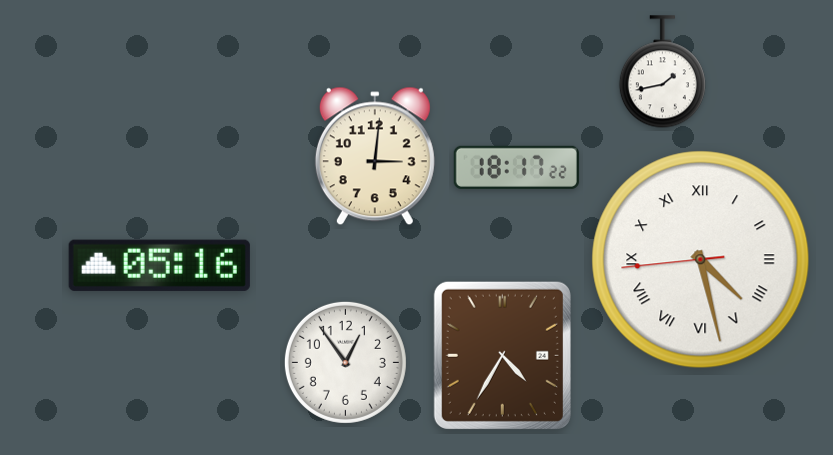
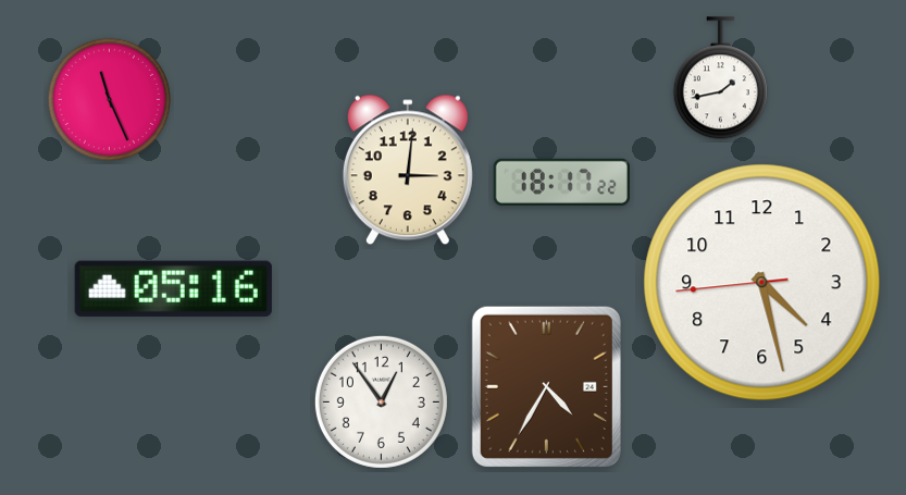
clock at (109, 99): none -> 11:26
clock at (701, 260) numerals: Roman -> Arabic
clock at (345, 362) position: (345, 362) -> (381, 401)
